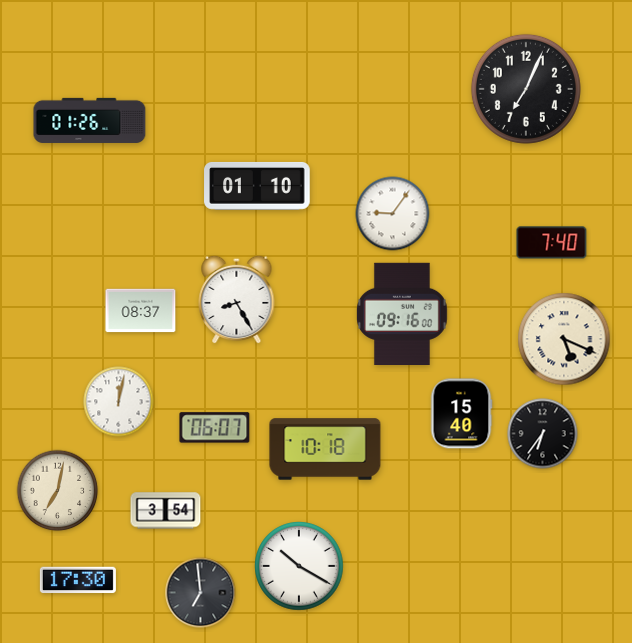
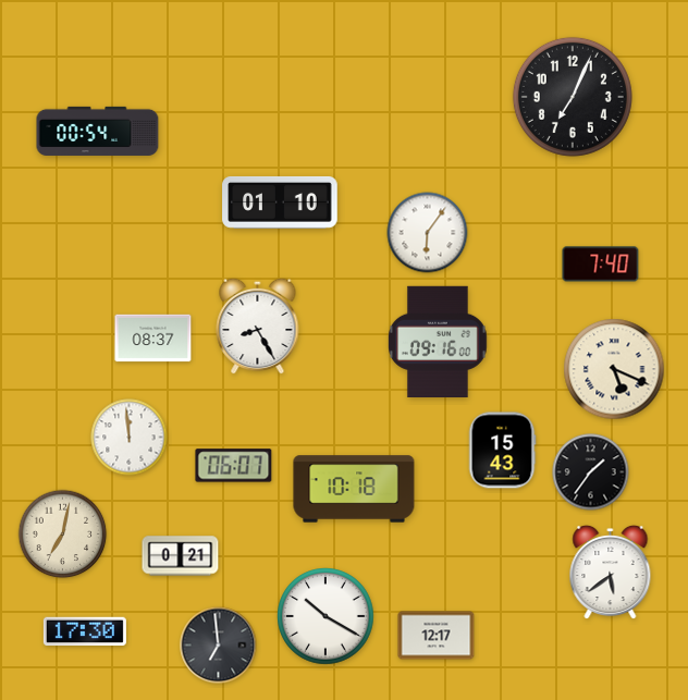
clock at (90, 120): 01:26 -> 00:54
clock at (393, 214): 9:06 -> 6:06
clock at (119, 402): 12:02 -> 11:59
clock at (461, 414): 15:40 -> 15:43
clock at (543, 434): 6:36 -> 1:36
clock at (166, 511): 3:54 -> 0:21
clock at (611, 573): none -> 5:39
clock at (437, 636): none -> 12:17
